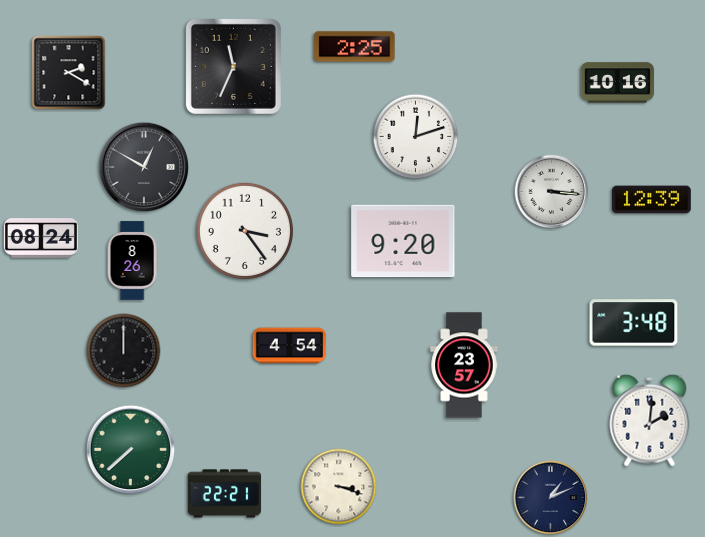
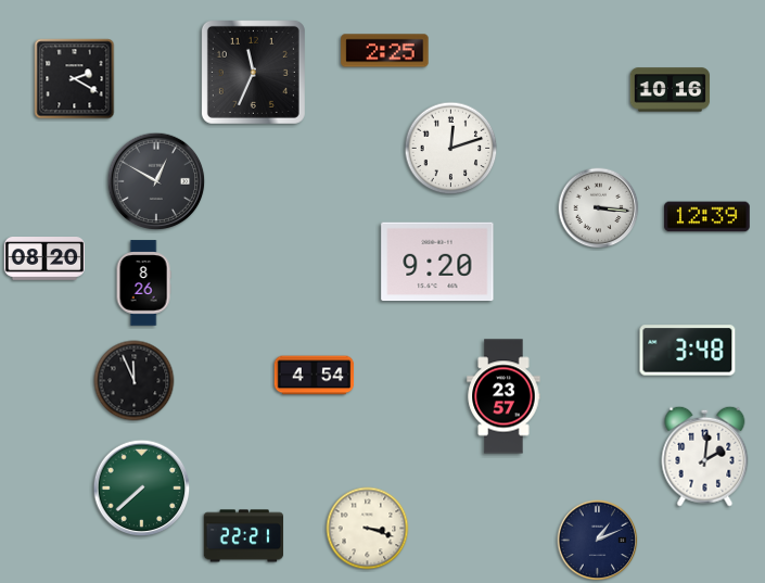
clock at (245, 231): 3:24 -> none
clock at (40, 238): 08:24 -> 08:20
clock at (124, 351): 12:00 -> 11:56
